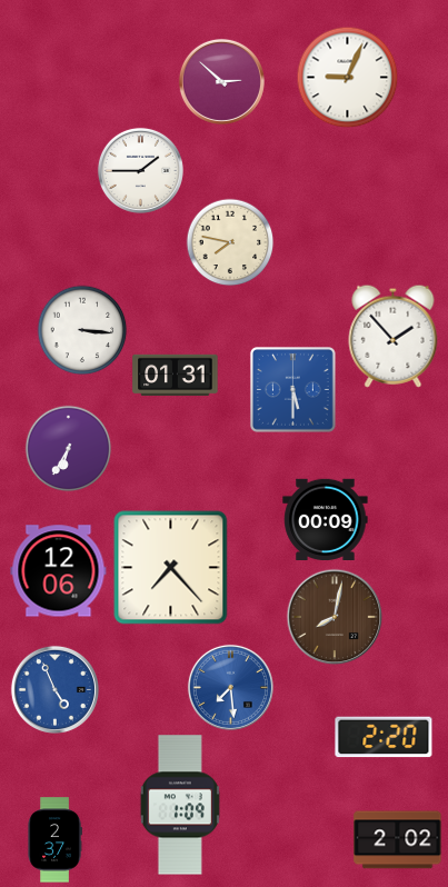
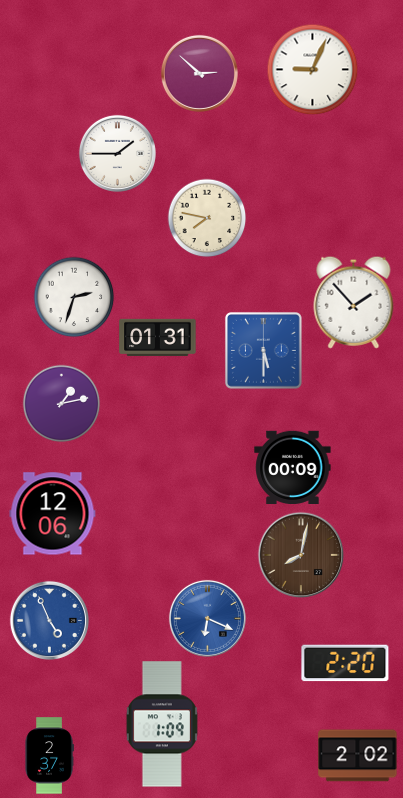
clock at (140, 170) position: (140, 170) -> (117, 153)
clock at (82, 330): 3:16 -> 2:33
clock at (68, 448): 6:35 -> 1:13
clock at (171, 568): 7:23 -> none
clock at (230, 687): 7:29 -> 6:19
